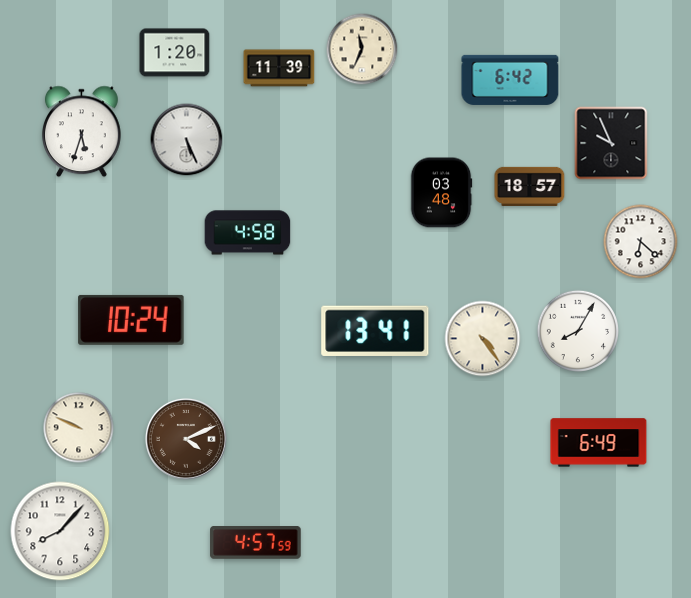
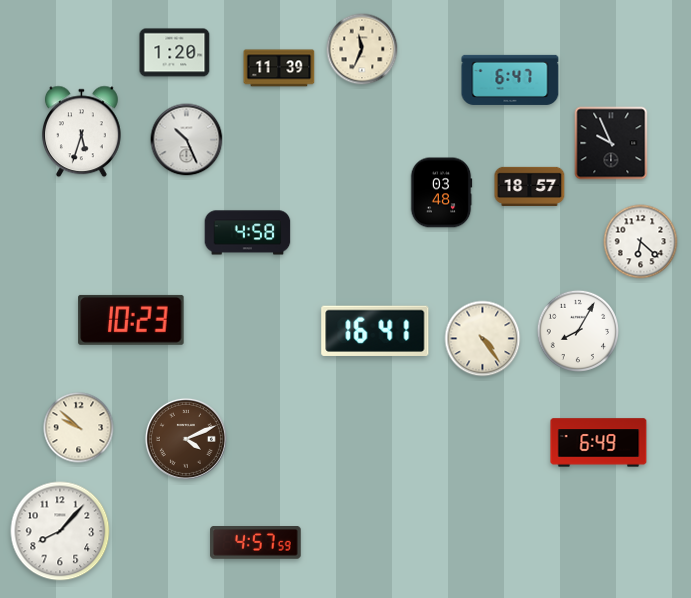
clock at (510, 80): 6:42 -> 6:47
clock at (187, 140): 5:26 -> 10:26
clock at (131, 320): 10:24 -> 10:23
clock at (375, 331): 13:41 -> 16:41
clock at (79, 428): 9:49 -> 9:52
